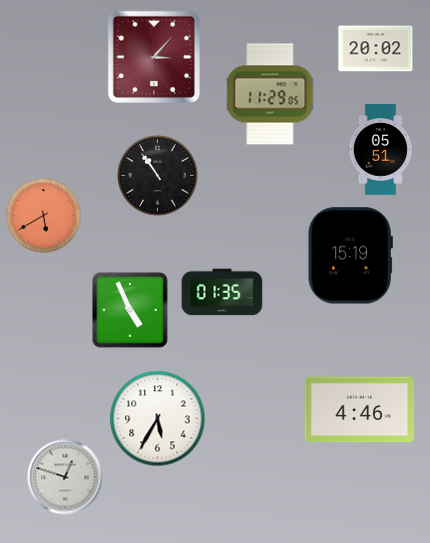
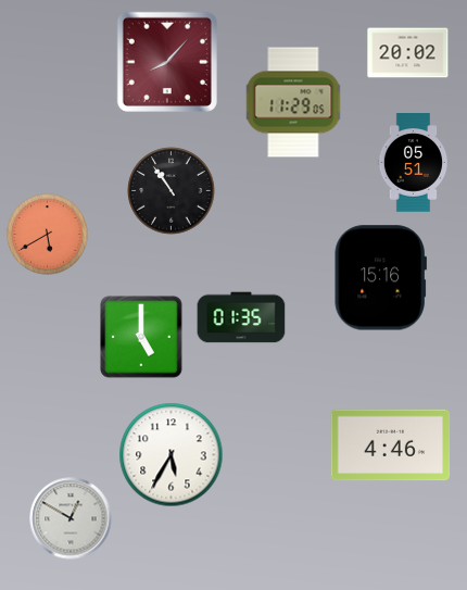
clock at (154, 57): 3:07 -> 8:07
clock at (350, 256): 15:19 -> 15:16
clock at (130, 310): 4:56 -> 5:00
clock at (65, 477): 12:48 -> 12:50
